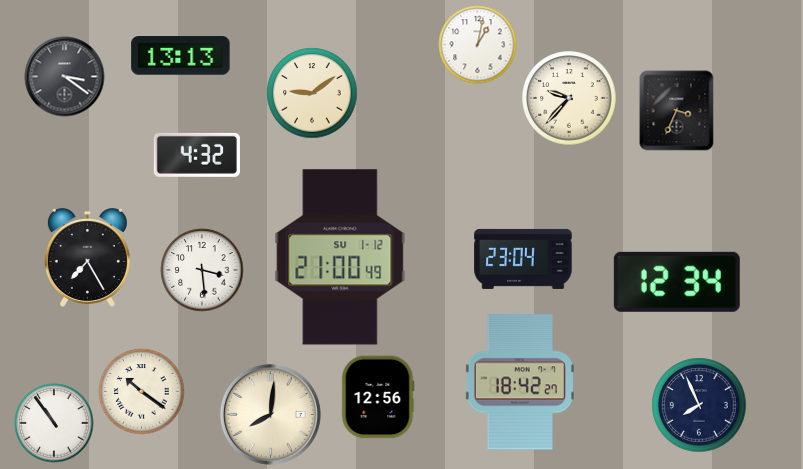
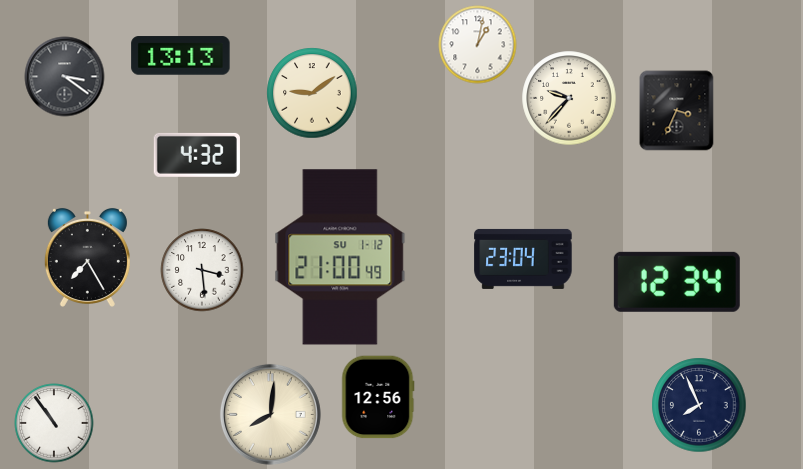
clock at (520, 382): 18:42 -> none
clock at (142, 392): 10:21 -> none
